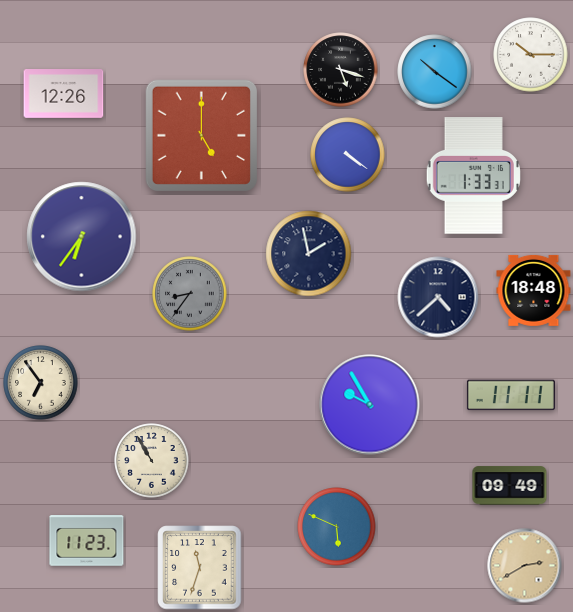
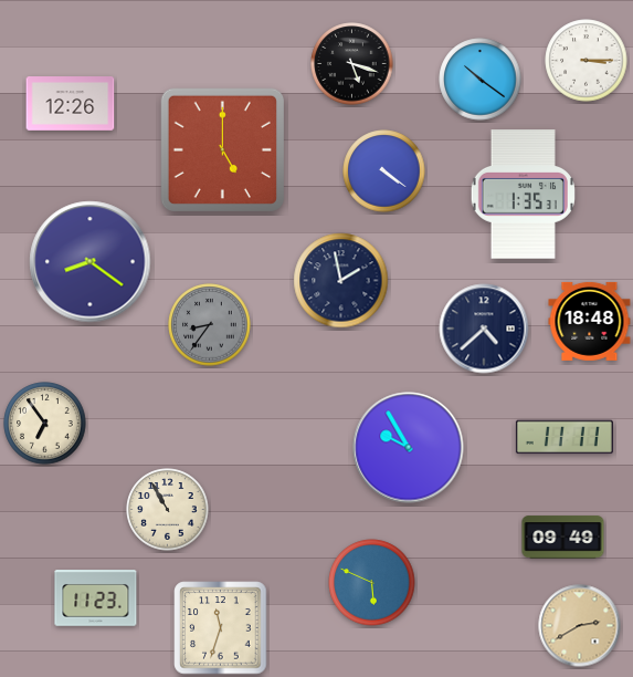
clock at (531, 55): 10:15 -> 3:15
clock at (341, 70) position: (341, 70) -> (352, 64)
clock at (473, 176): 1:33 -> 1:35
clock at (82, 237): 6:36 -> 8:21
